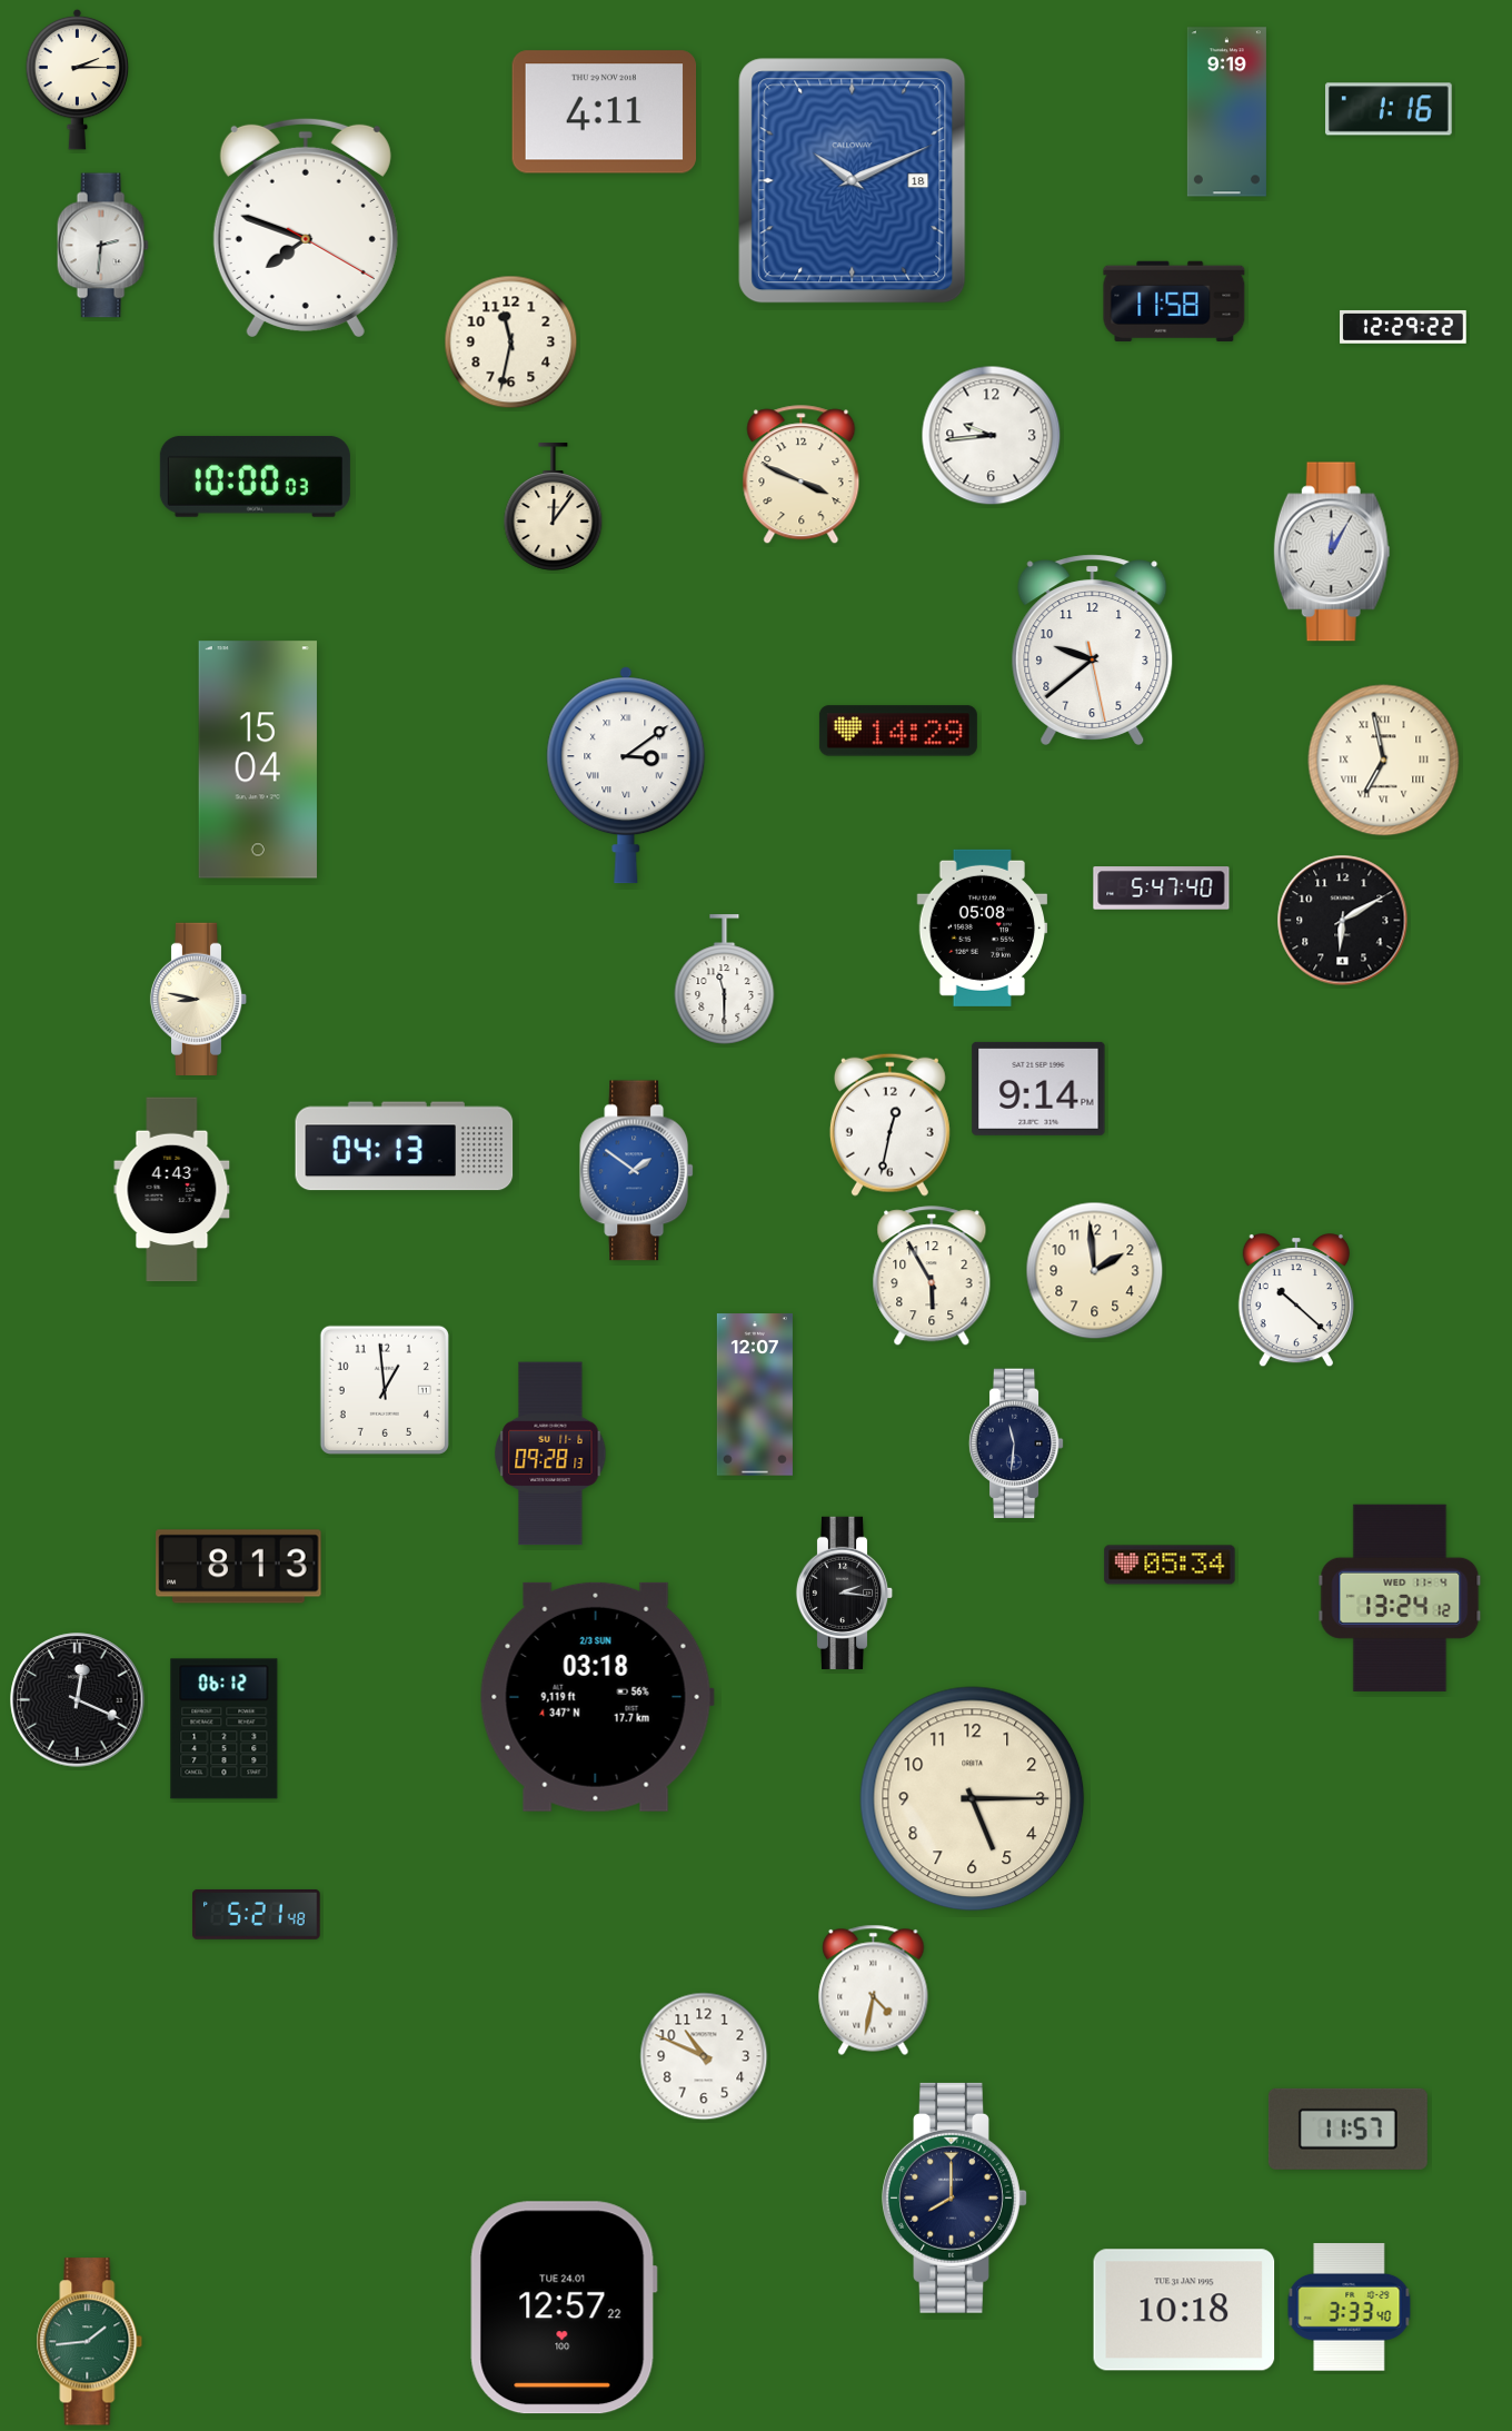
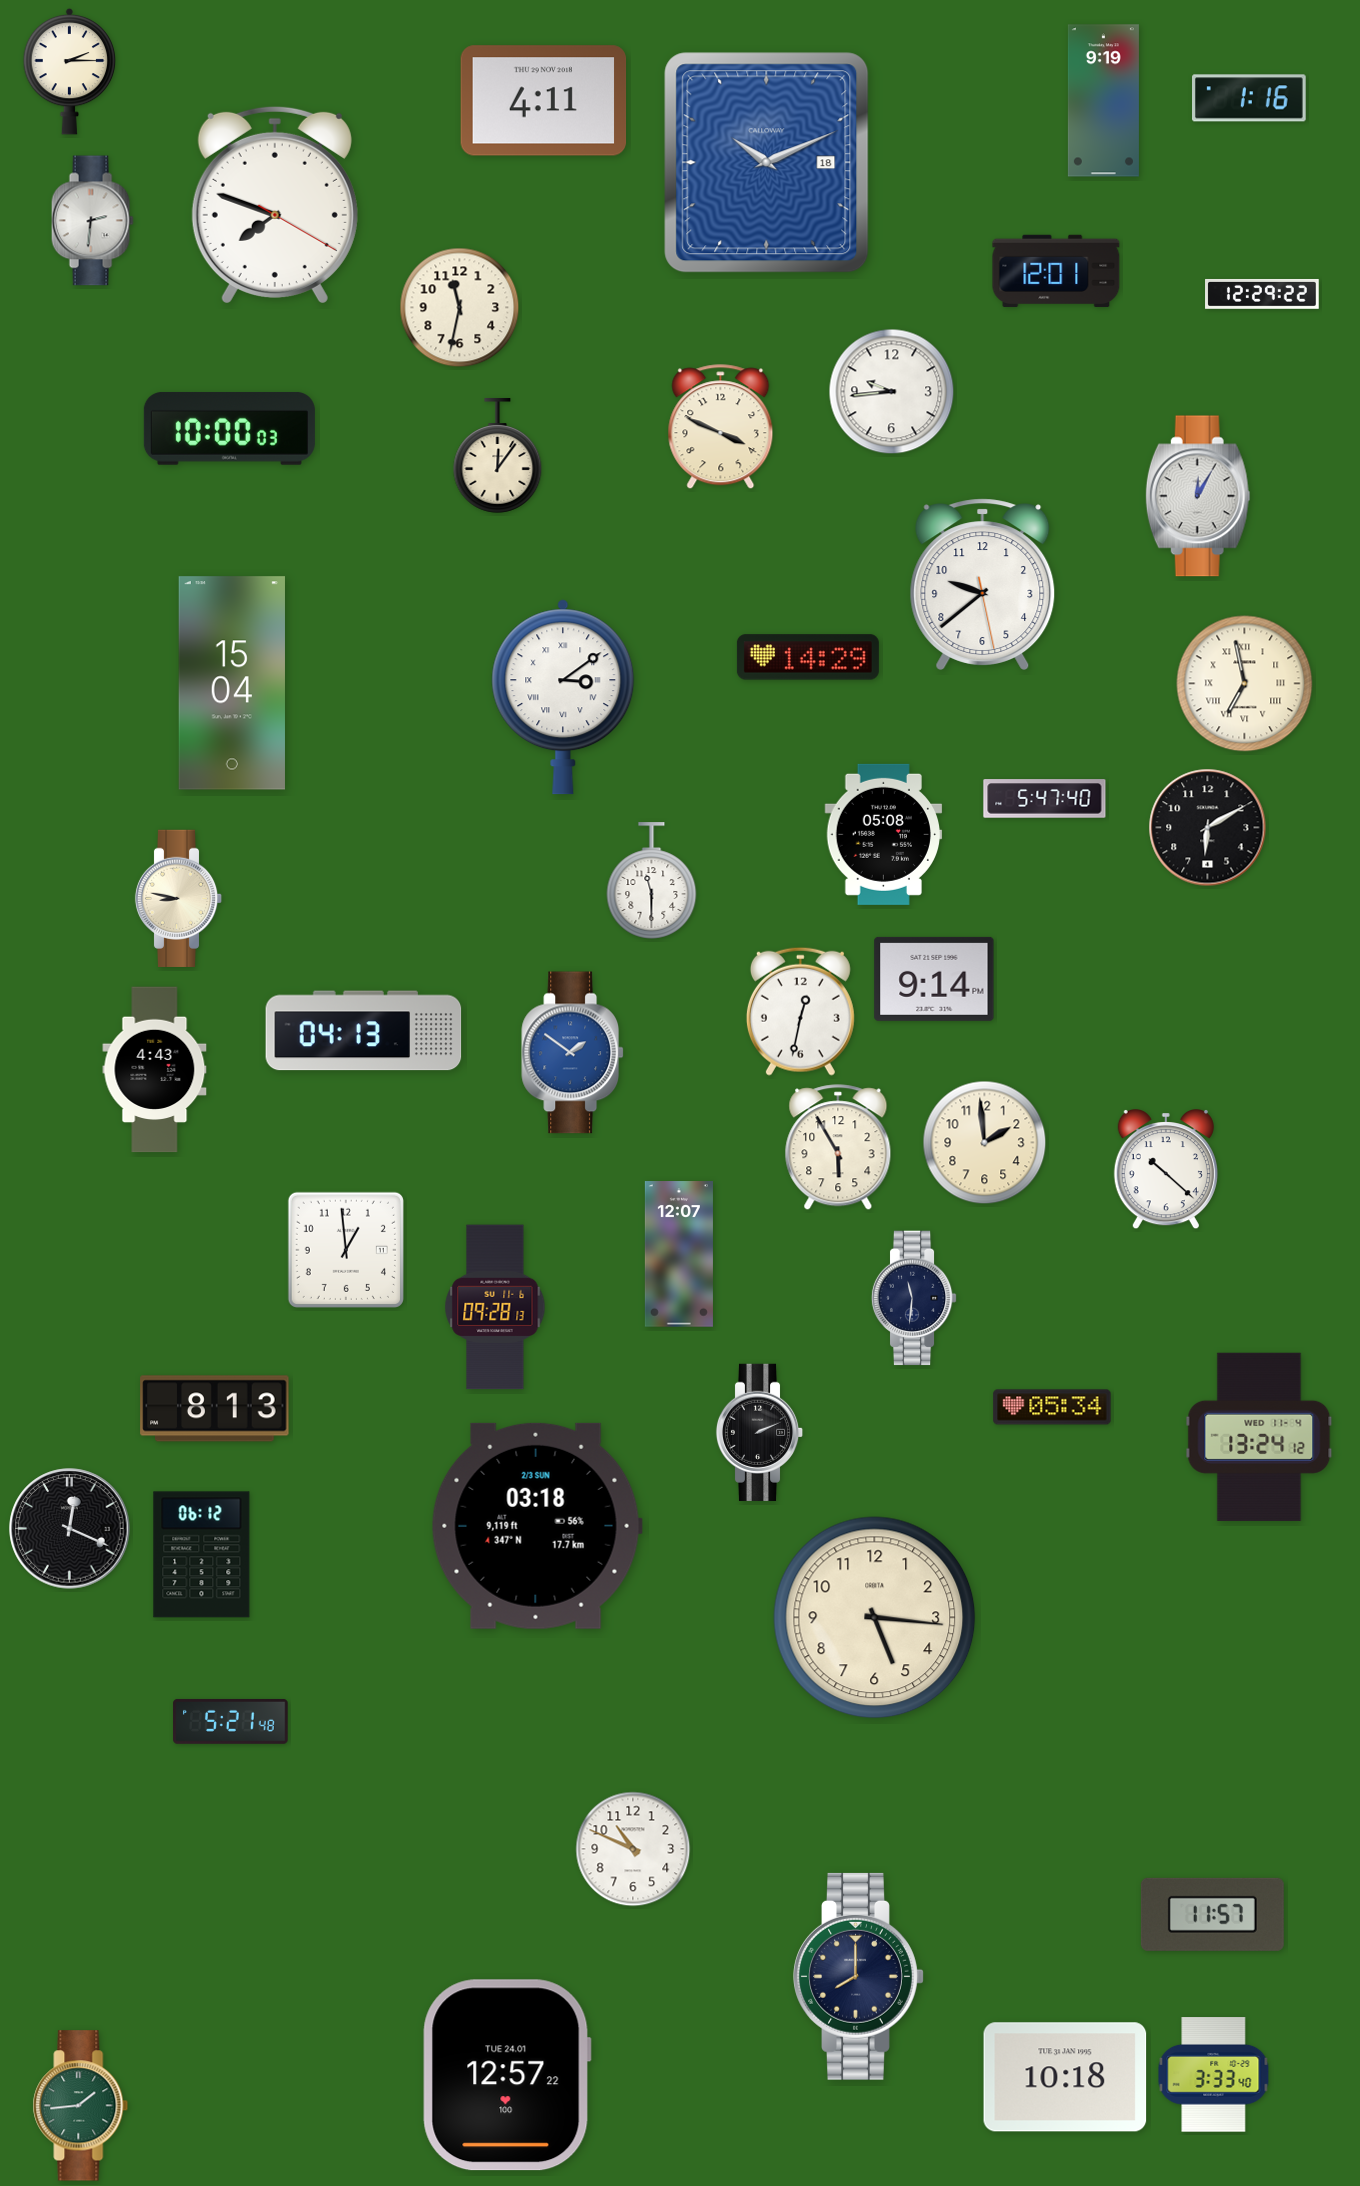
clock at (1174, 301): 11:58 -> 12:01
clock at (845, 1592): 2:16 -> 2:11
clock at (973, 1799): 5:15 -> 5:16
clock at (874, 1990): 4:32 -> none
